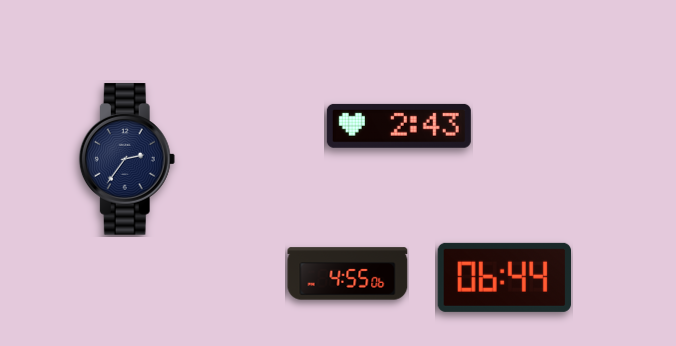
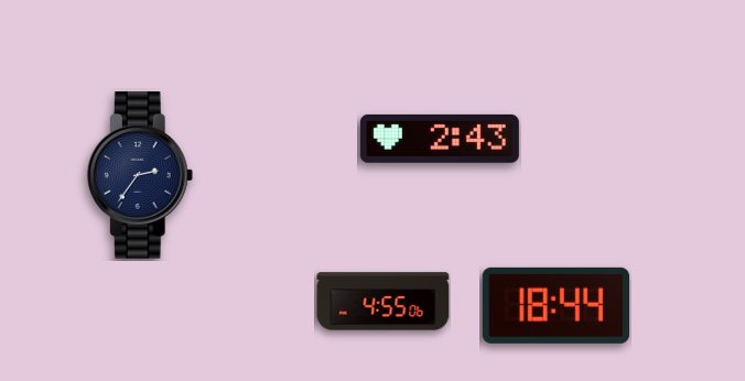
clock at (504, 277): 06:44 -> 18:44
